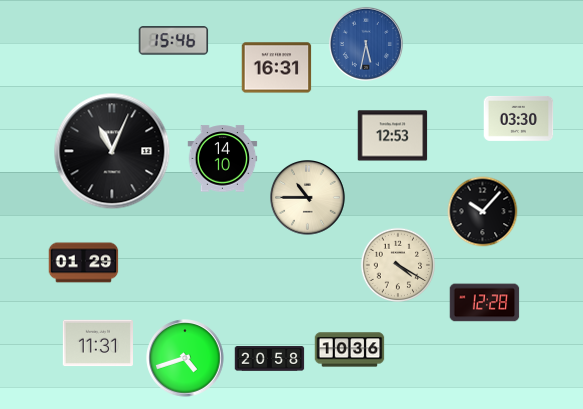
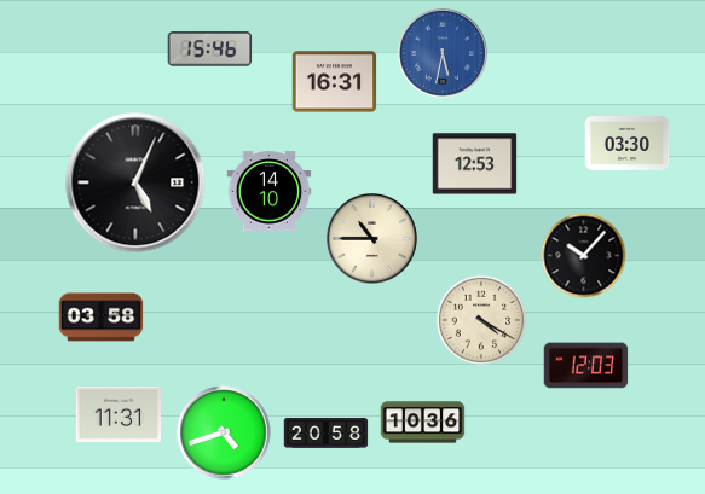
clock at (112, 151): 11:04 -> 5:04
clock at (84, 263): 01:29 -> 03:58
clock at (485, 303): 12:28 -> 12:03
